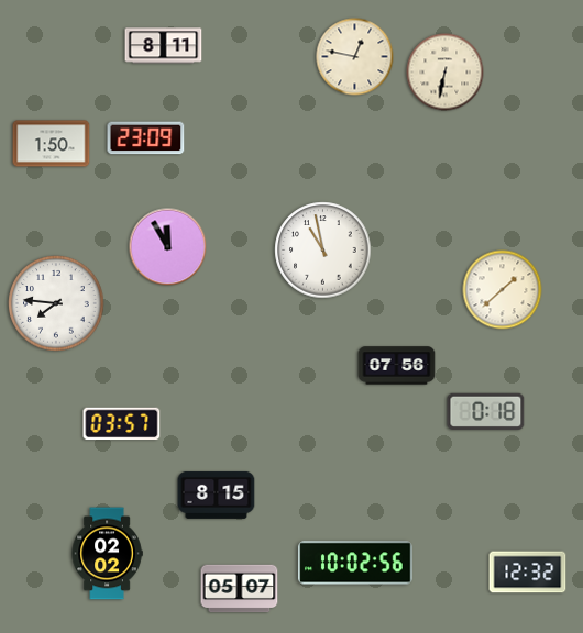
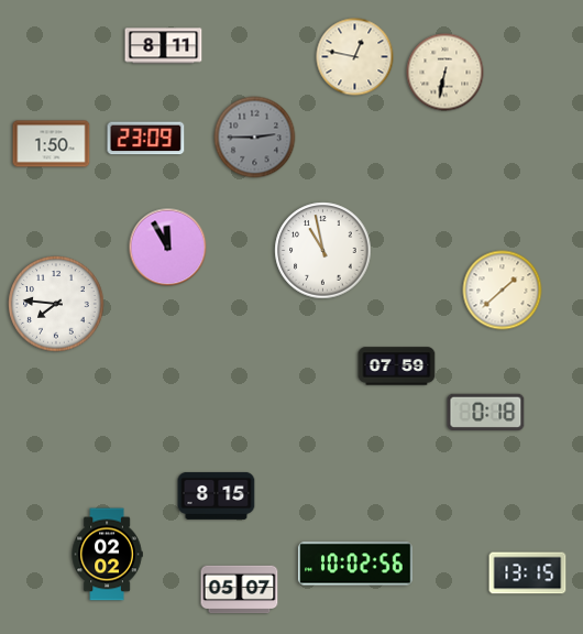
clock at (255, 138): none -> 2:45
clock at (397, 366): 07:56 -> 07:59
clock at (122, 424): 03:57 -> none
clock at (528, 573): 12:32 -> 13:15
